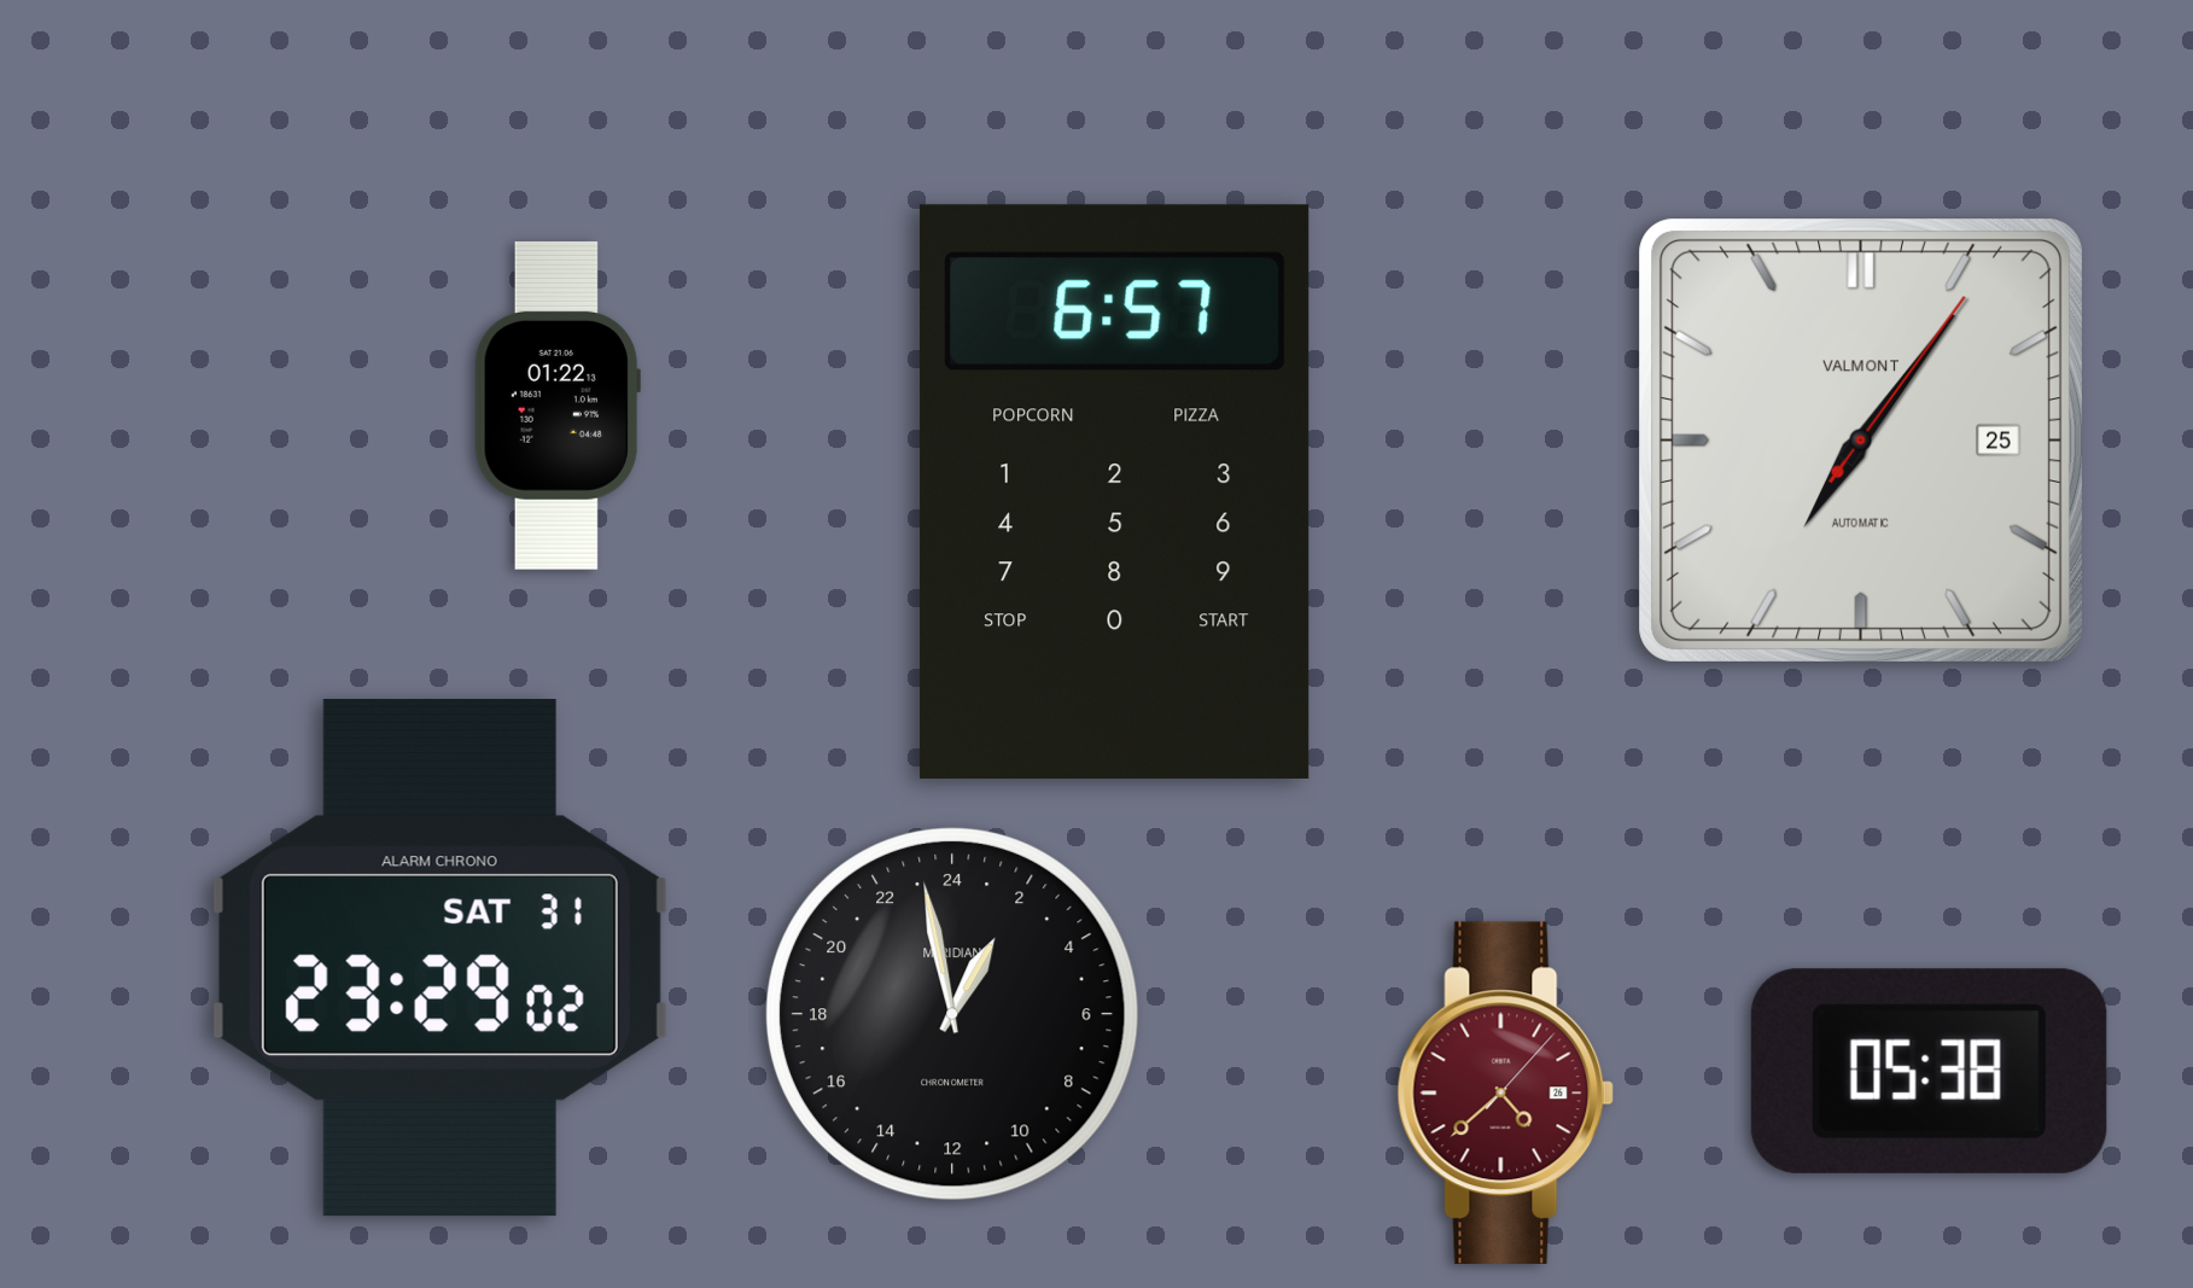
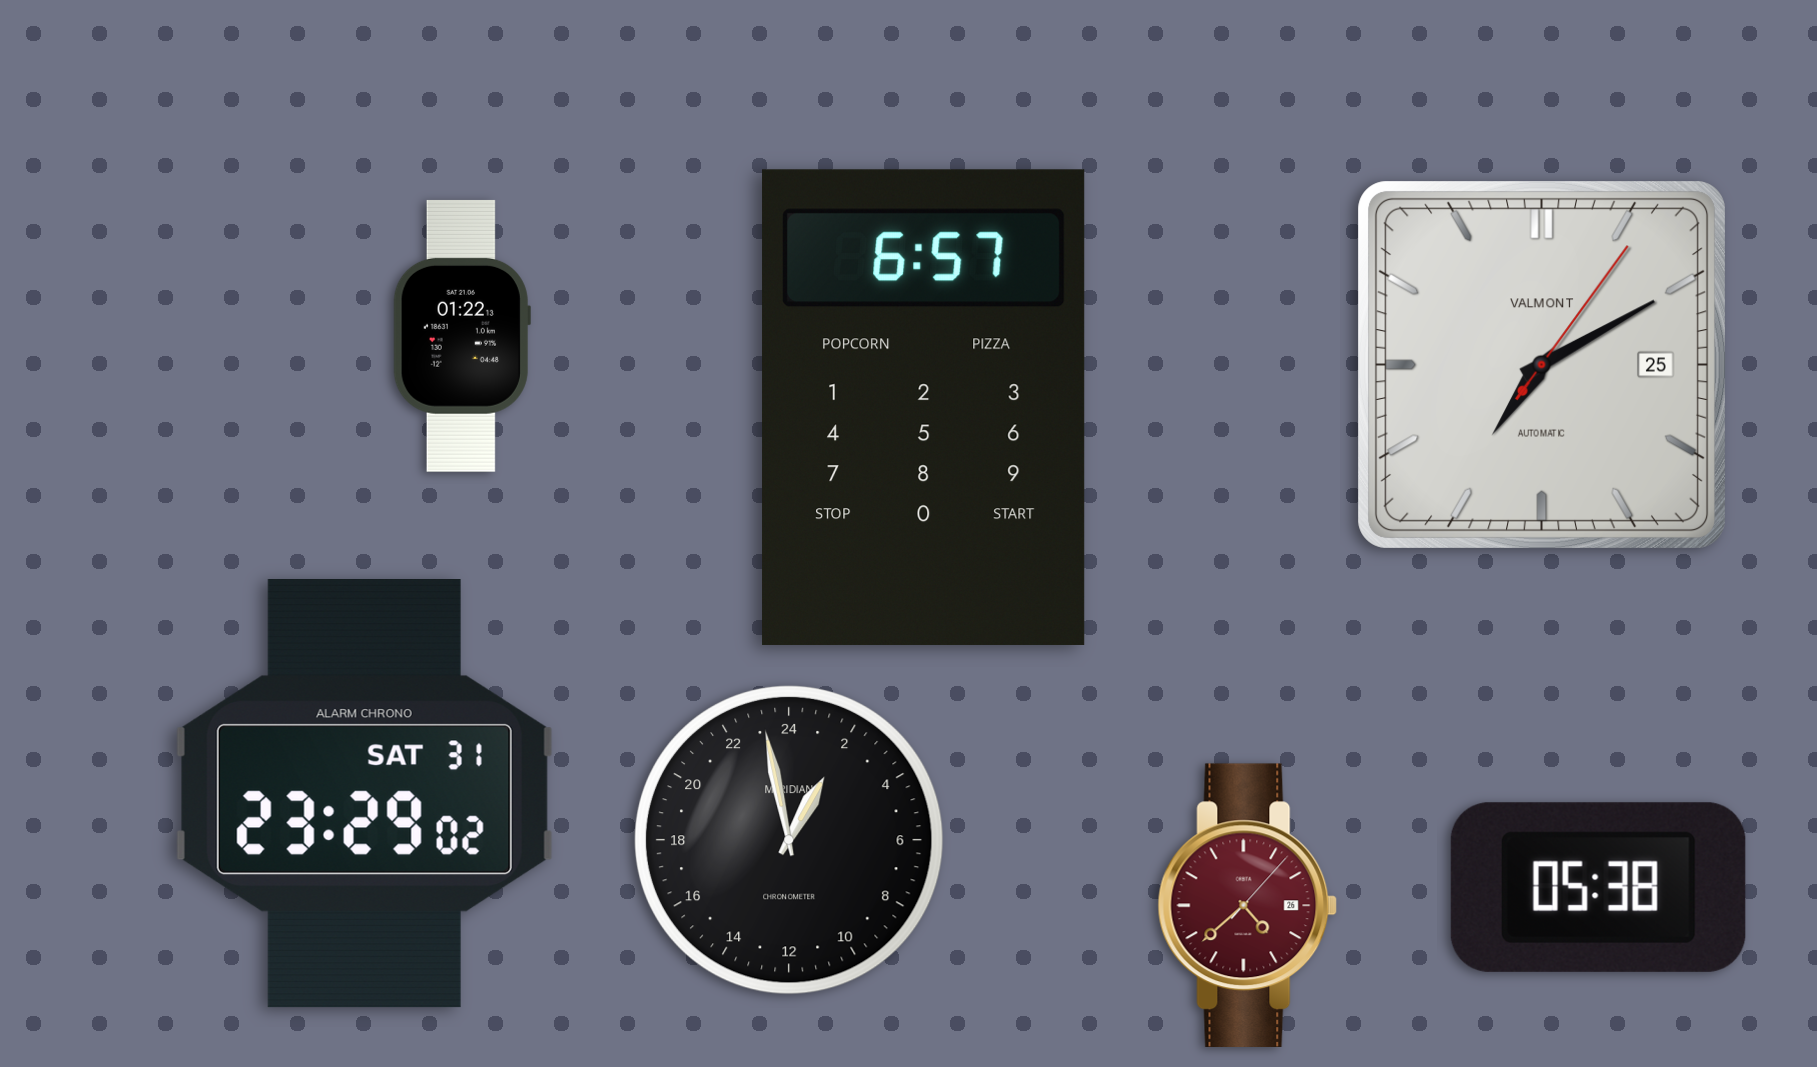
clock at (1861, 441): 7:06 -> 7:10
